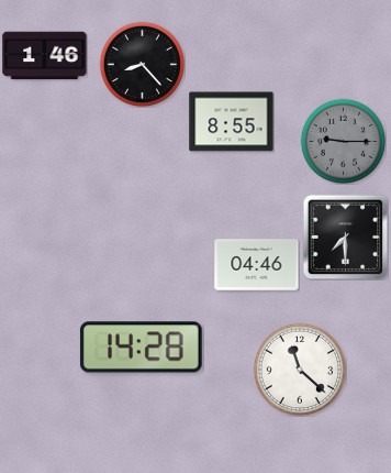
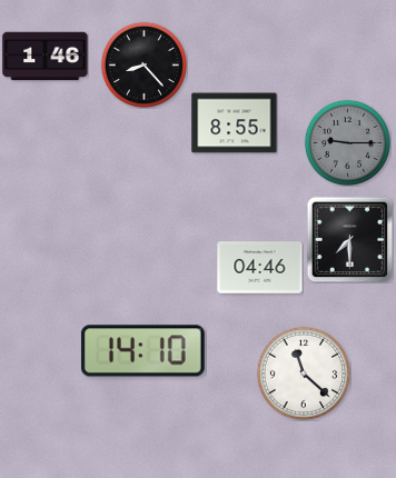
clock at (141, 348): 14:28 -> 14:10
